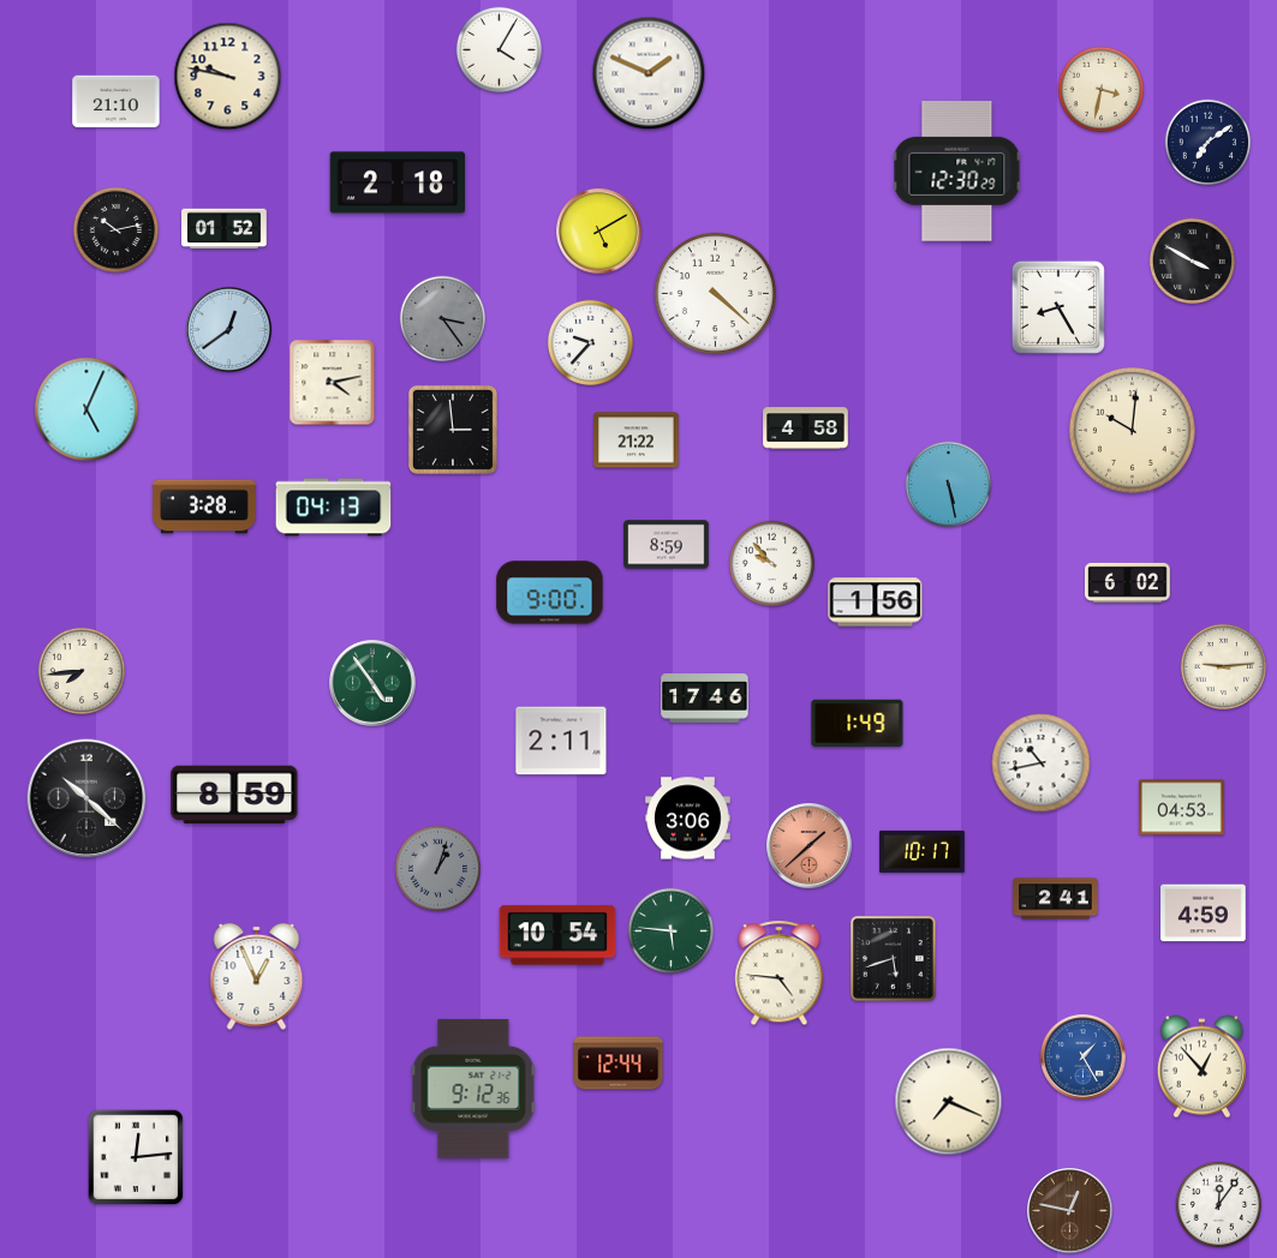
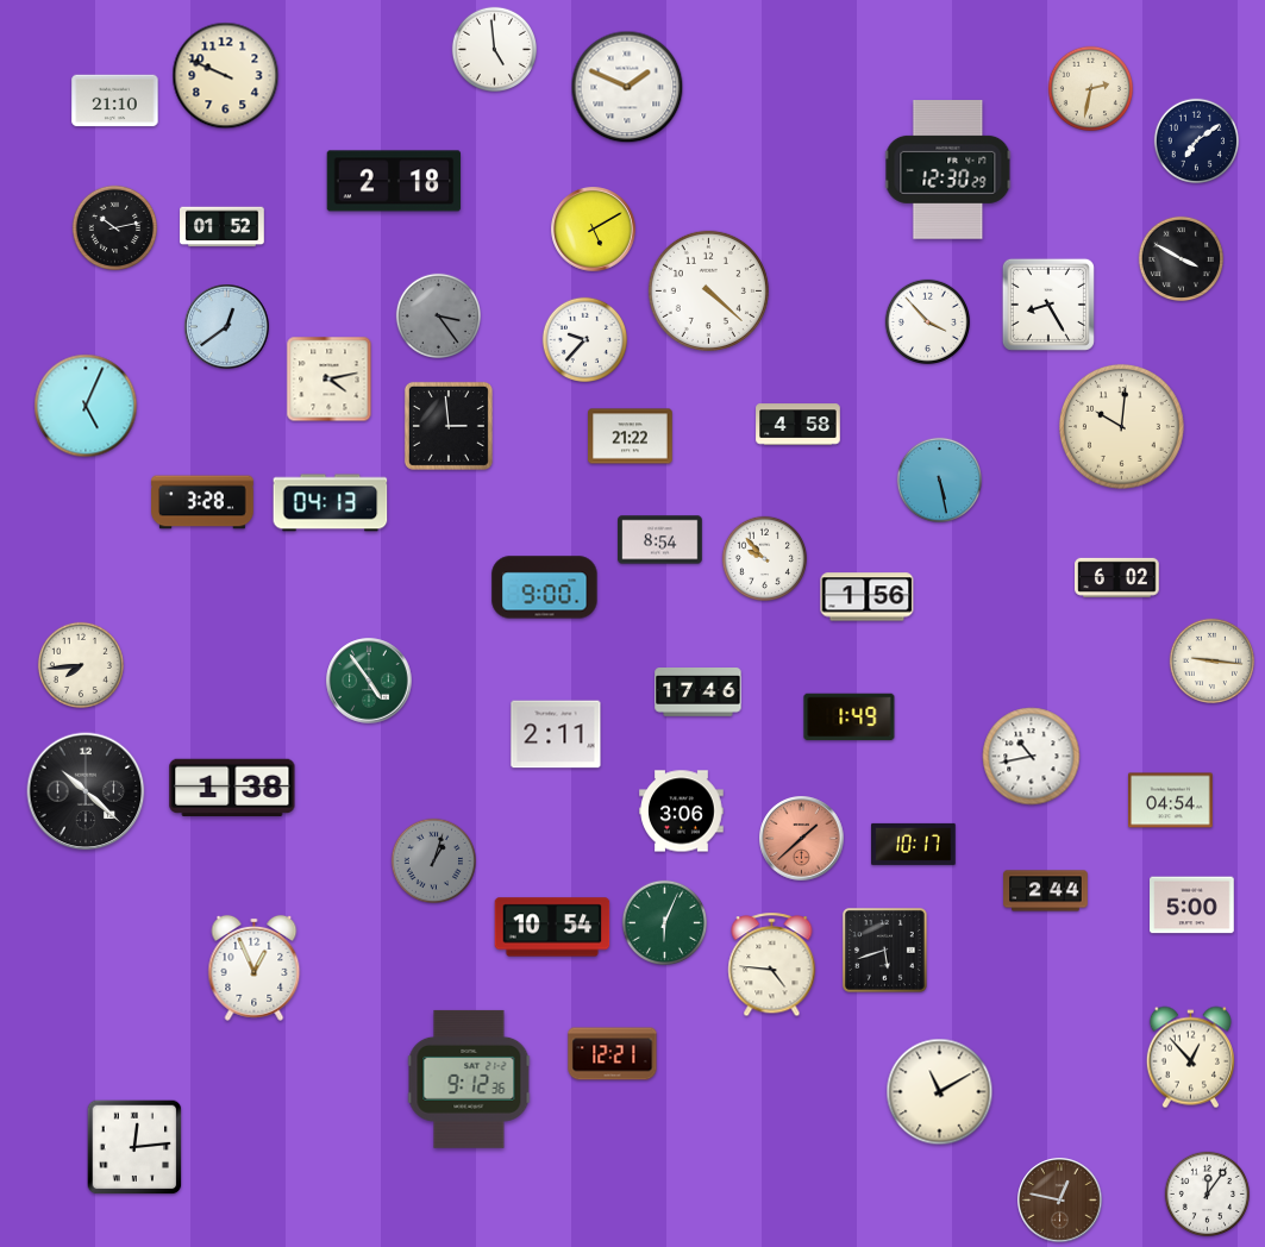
clock at (499, 49): 4:05 -> 4:59
clock at (649, 73) position: (649, 73) -> (627, 87)
clock at (228, 77): 9:47 -> 9:49
clock at (1100, 89): 3:32 -> 2:32
clock at (927, 321): none -> 3:53
clock at (667, 545): 8:59 -> 8:54
clock at (1223, 666): 9:14 -> 9:16
clock at (372, 683) position: (372, 683) -> (369, 681)
clock at (234, 795): 8:59 -> 1:38
clock at (1182, 808): 04:53 -> 04:54
clock at (1056, 899): 2:41 -> 2:44
clock at (1204, 913): 4:59 -> 5:00
clock at (670, 930): 5:46 -> 6:04
clock at (1084, 1058): 1:25 -> none
clock at (619, 1064): 12:44 -> 12:21
clock at (949, 1102): 7:19 -> 11:10
